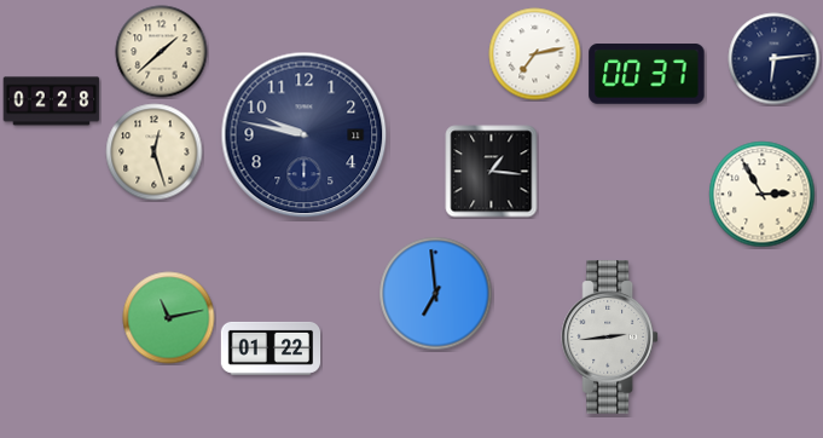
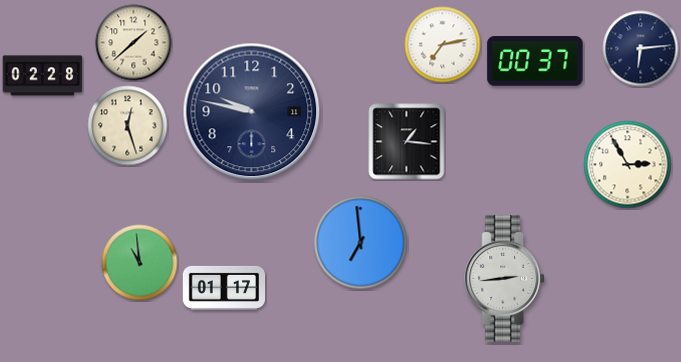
clock at (52, 102) position: (52, 102) -> (43, 76)
clock at (763, 195) position: (763, 195) -> (628, 165)
clock at (169, 318): 11:13 -> 10:59
clock at (271, 348): 01:22 -> 01:17
